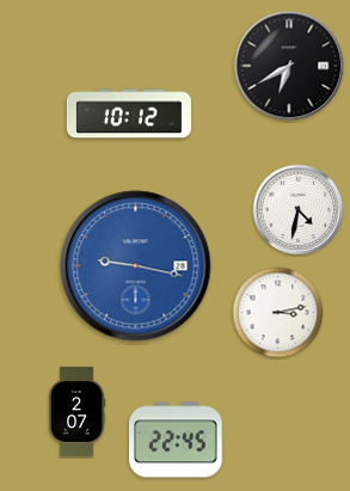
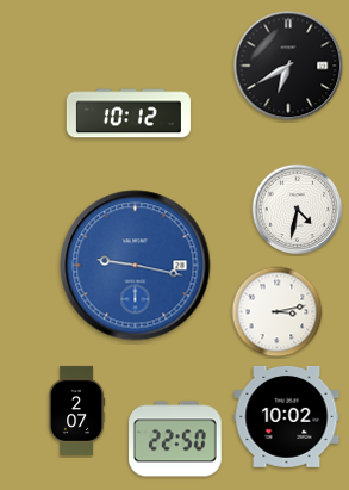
clock at (287, 416): none -> 10:02
clock at (177, 440): 22:45 -> 22:50
